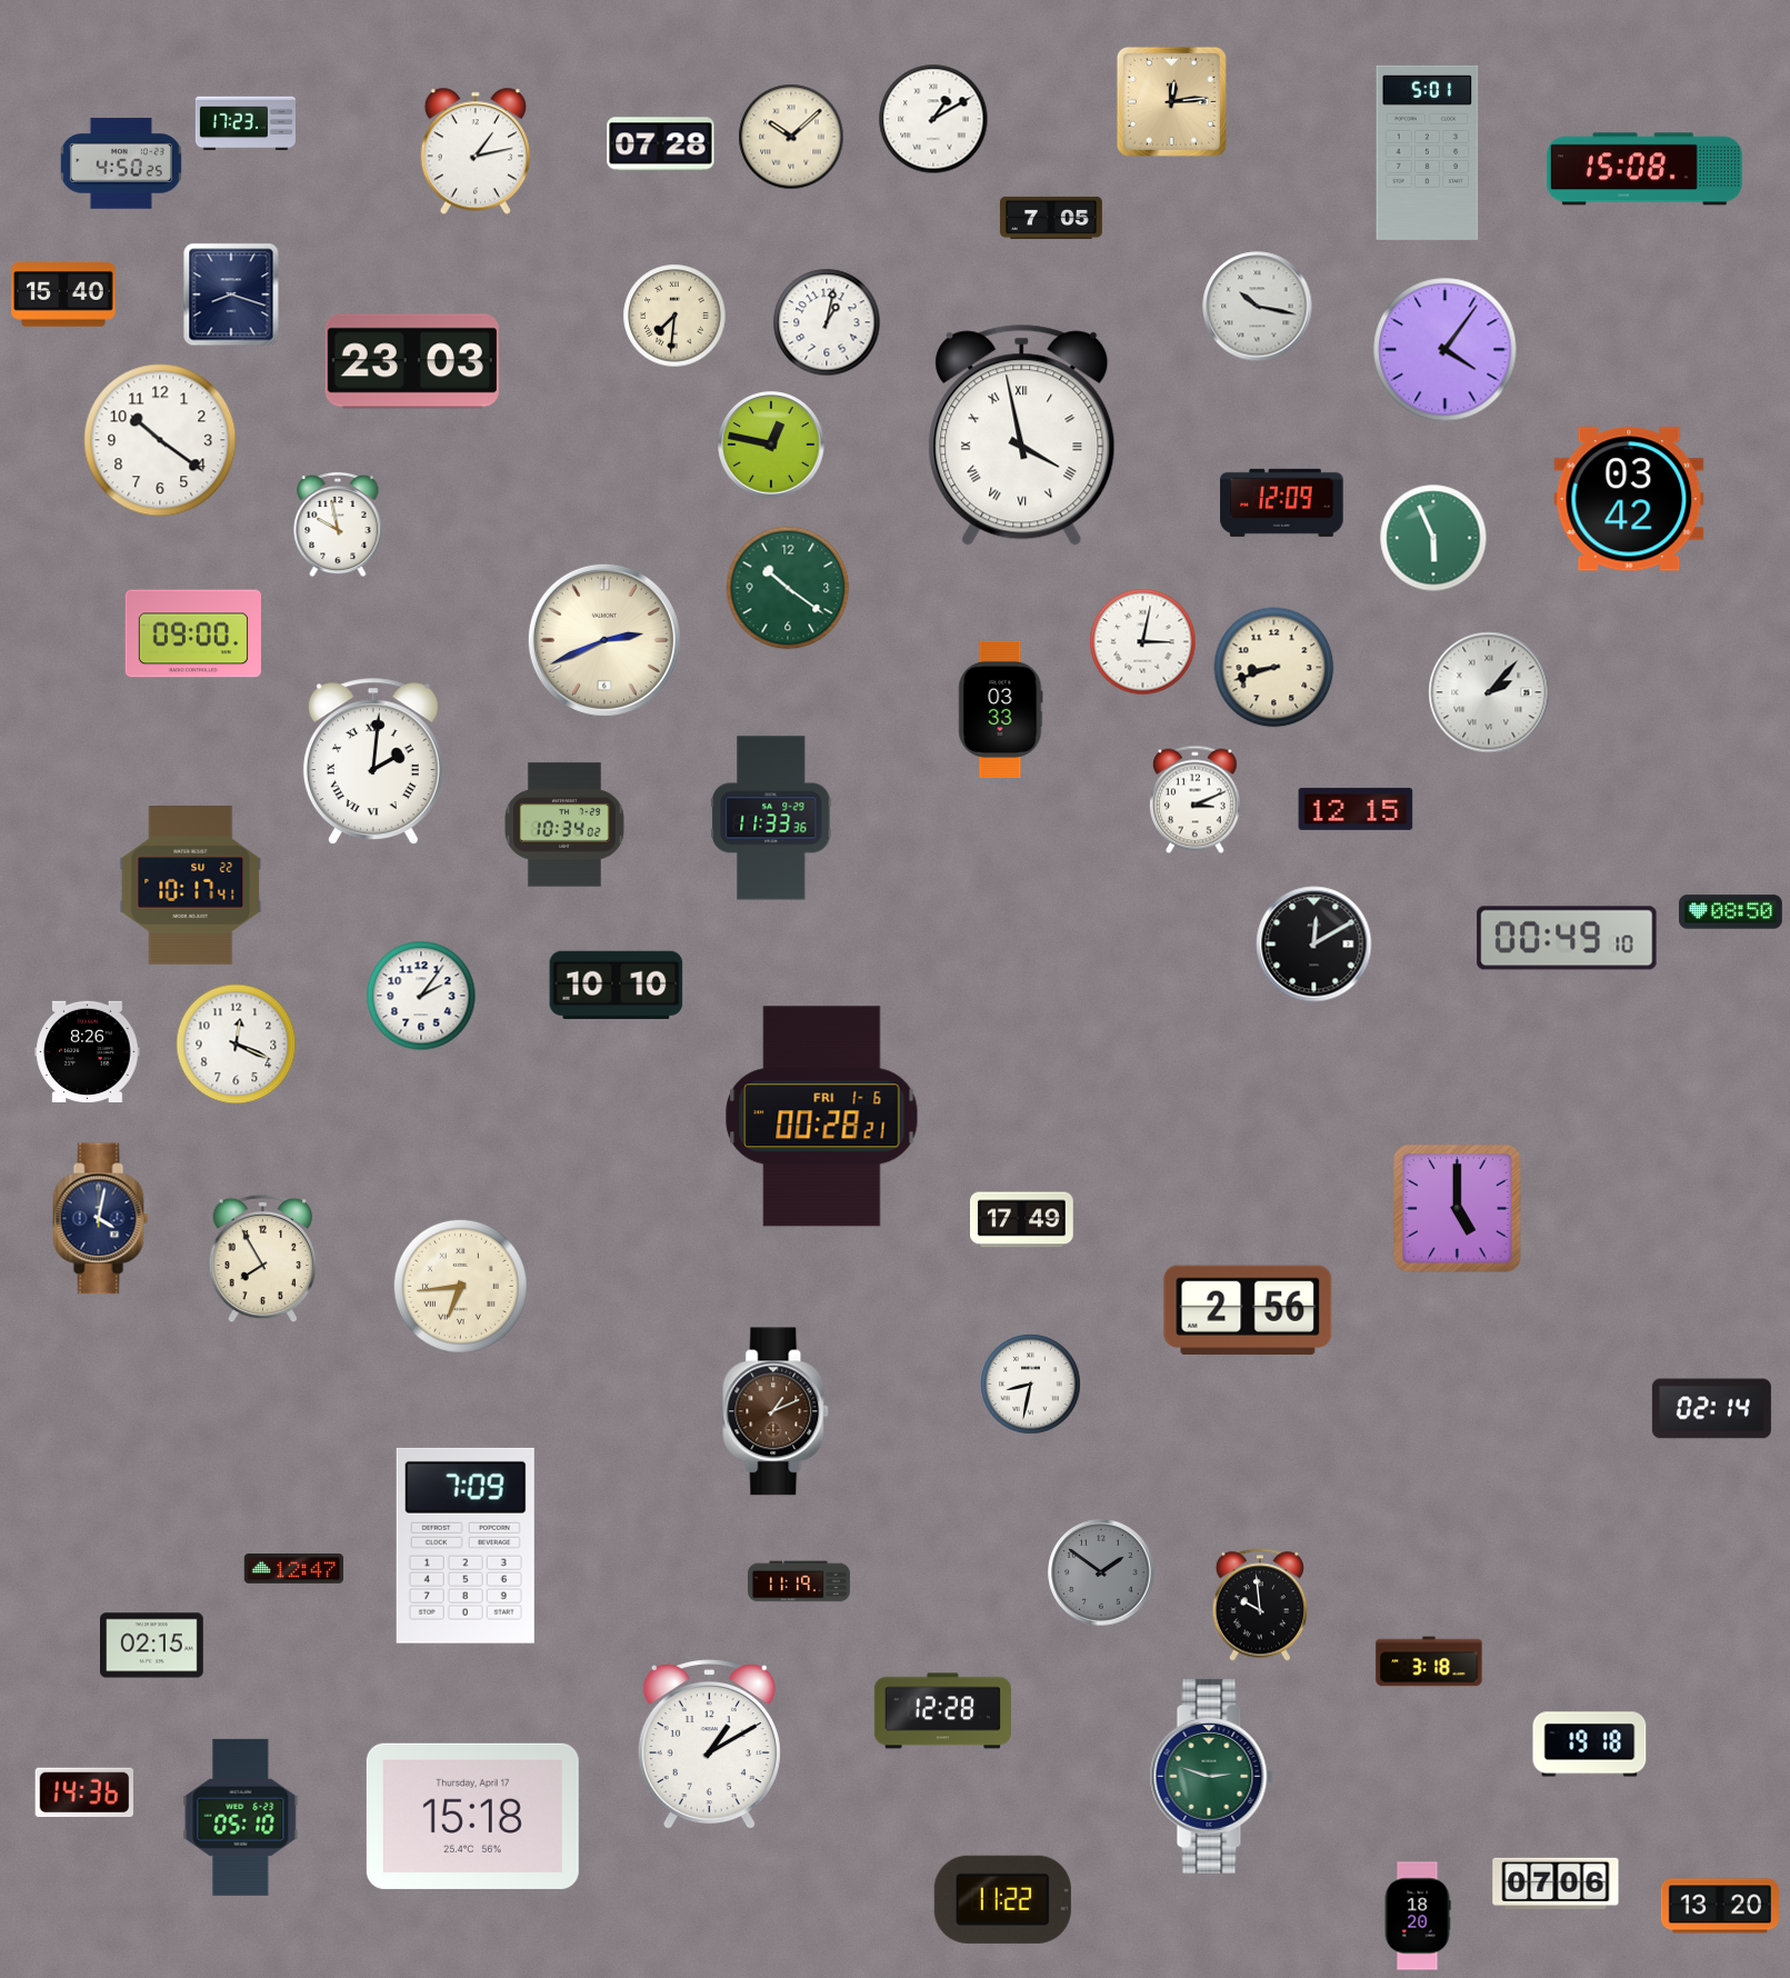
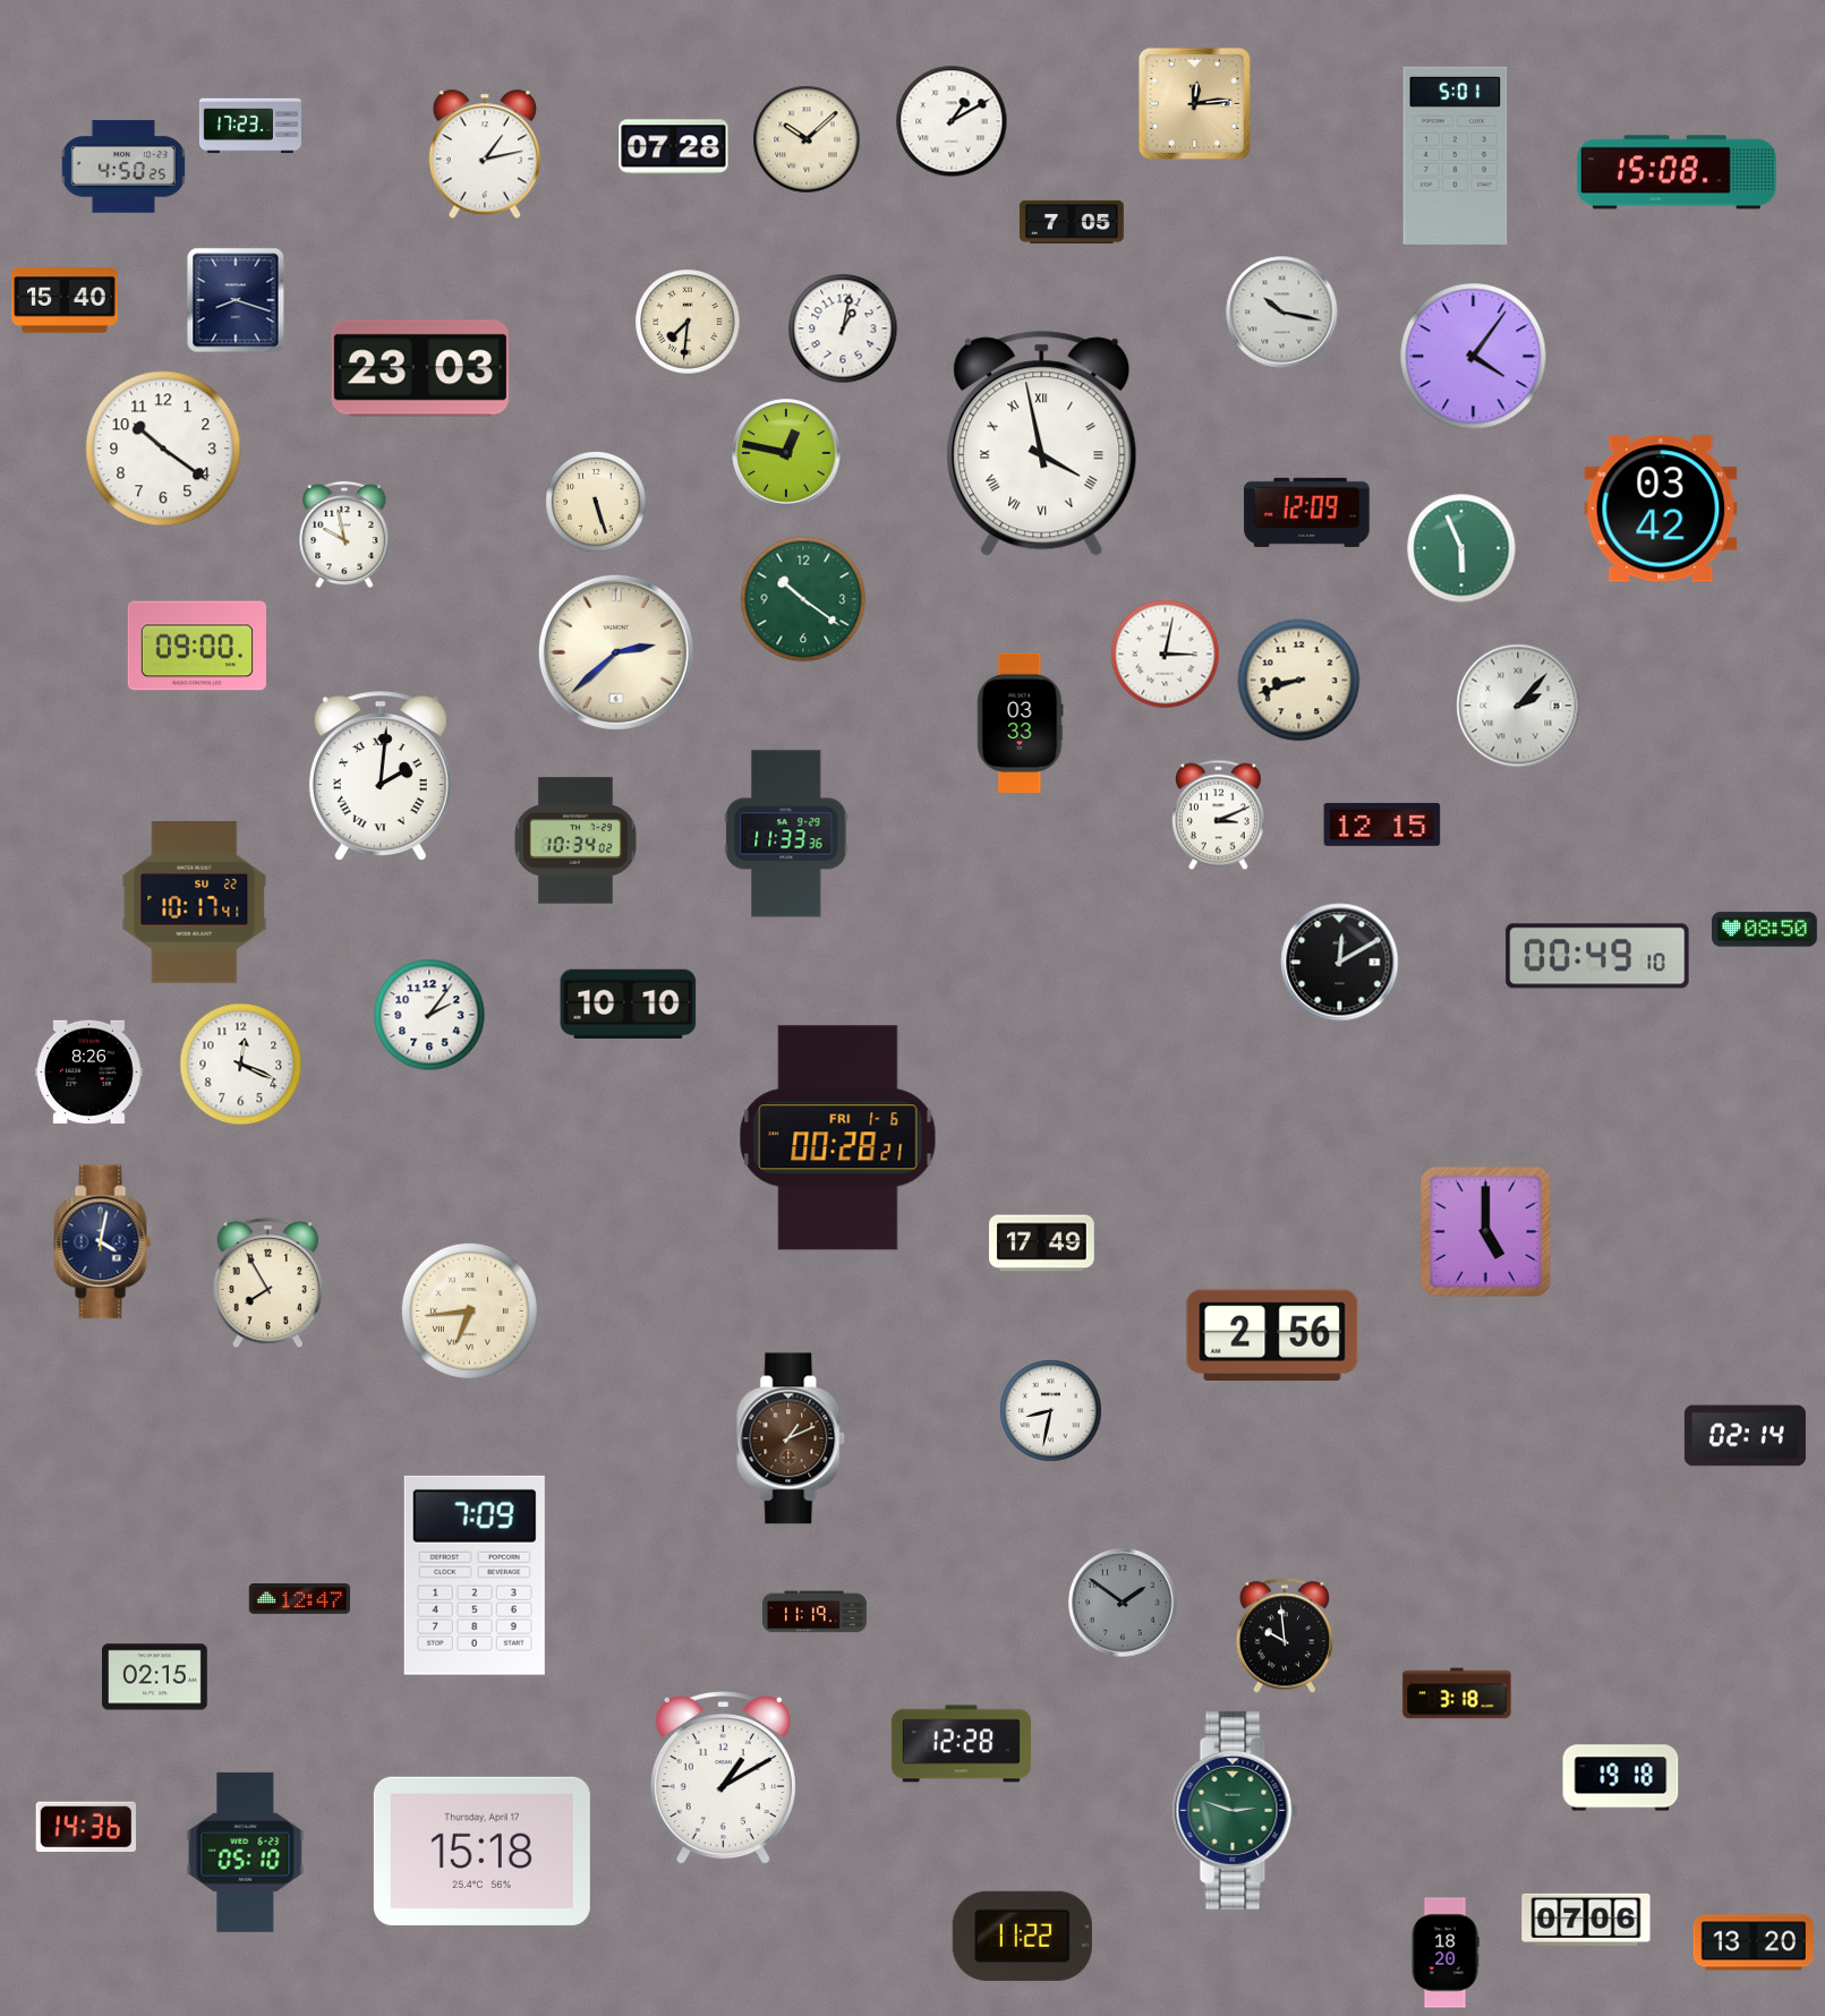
clock at (597, 503): none -> 5:27
clock at (604, 640): 2:41 -> 2:38
